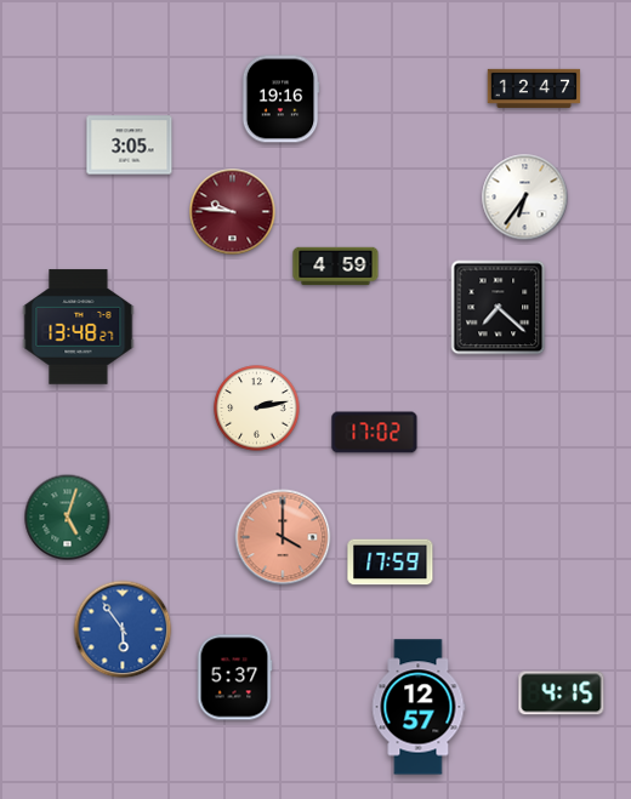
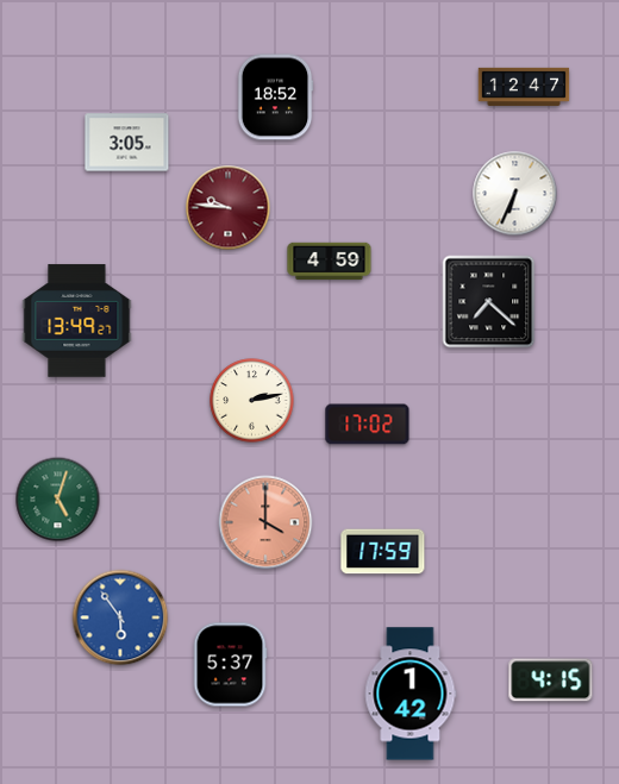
clock at (280, 99): 19:16 -> 18:52
clock at (525, 198): 6:36 -> 6:34
clock at (79, 327): 13:48 -> 13:49
clock at (68, 518) position: (68, 518) -> (58, 500)
clock at (283, 537) position: (283, 537) -> (265, 522)
clock at (419, 707): 12:57 -> 1:42
